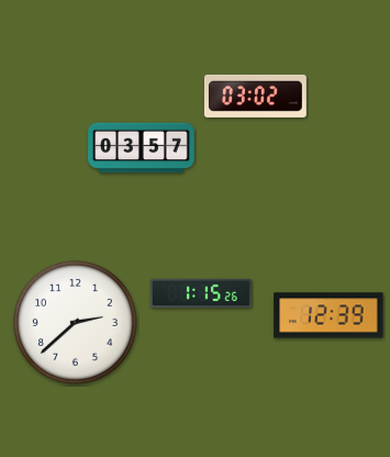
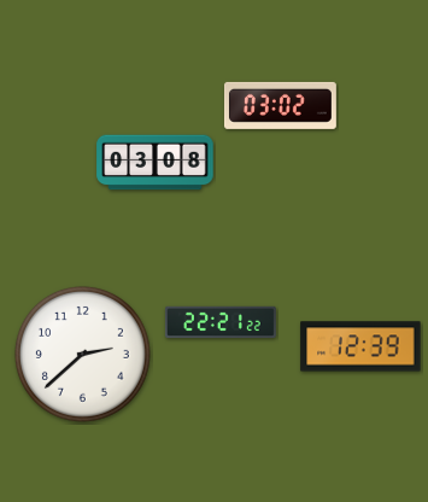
clock at (142, 148): 03:57 -> 03:08
clock at (201, 293): 1:15 -> 22:21
